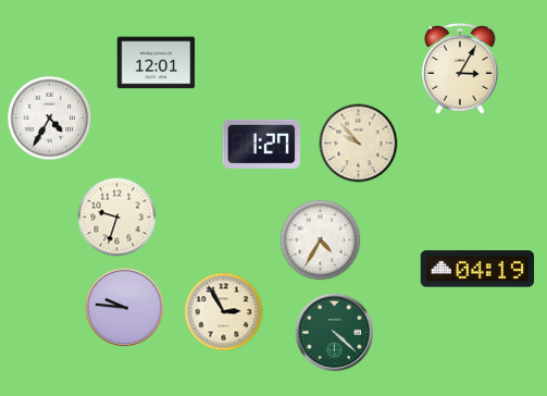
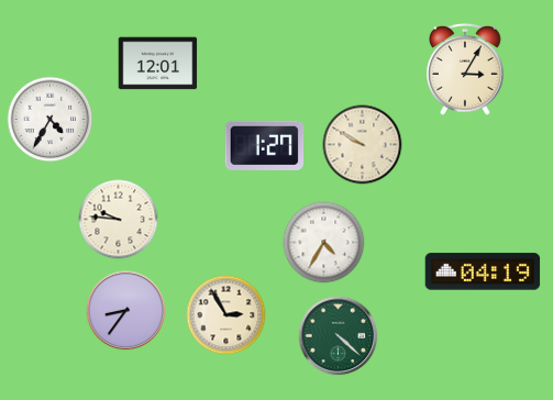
clock at (359, 144): 9:53 -> 9:50
clock at (117, 218): 9:33 -> 9:46
clock at (125, 308): 9:46 -> 8:36
